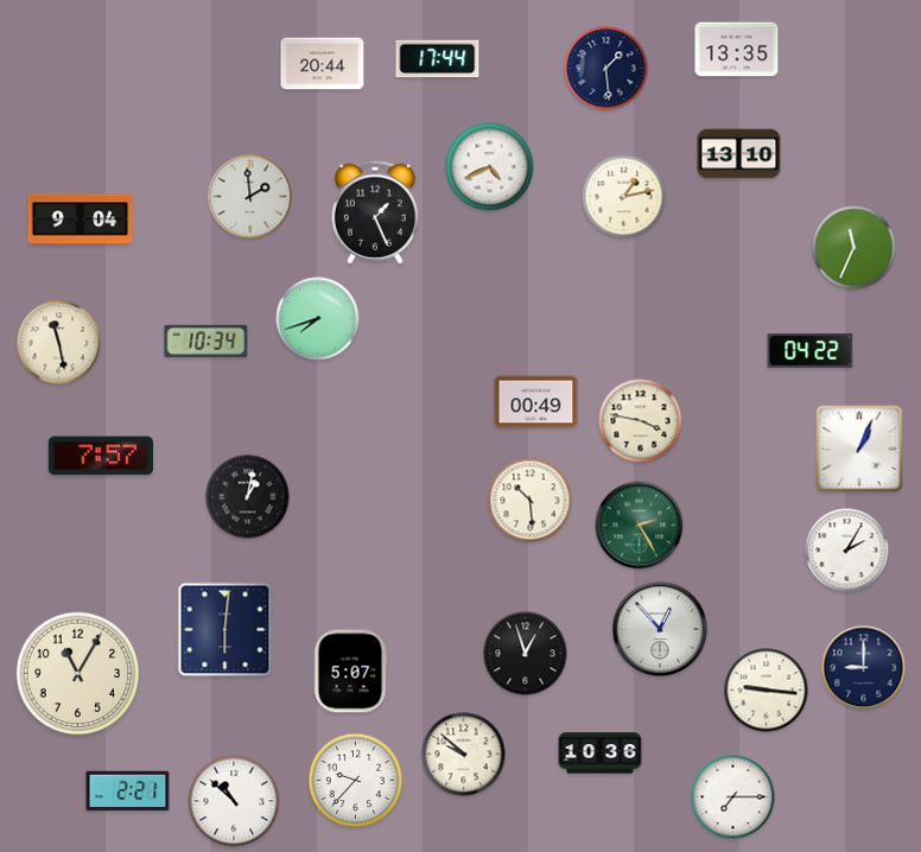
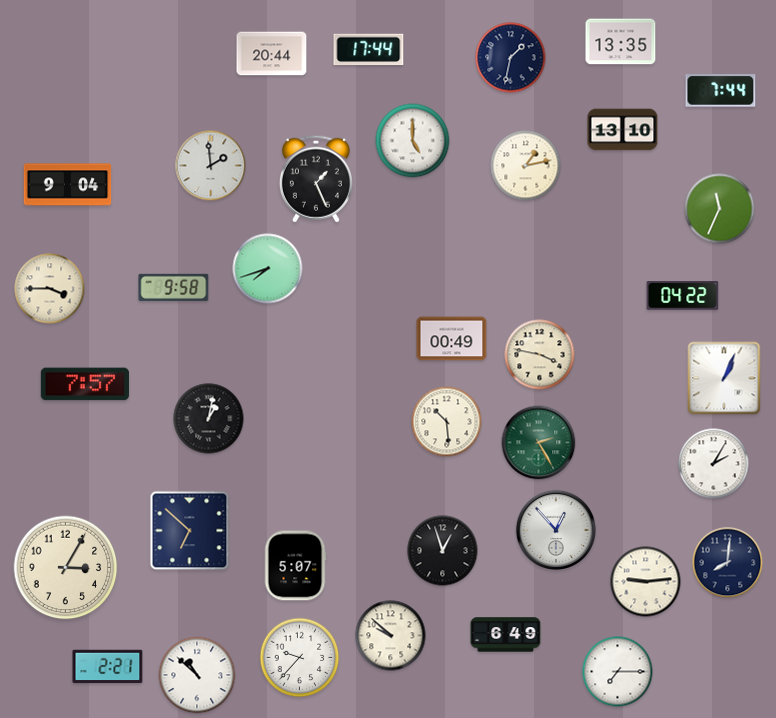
clock at (606, 69): 1:29 -> 1:32
clock at (721, 91): none -> 7:44
clock at (490, 167): 4:41 -> 5:00
clock at (207, 341): 10:34 -> 9:58
clock at (59, 343): 11:28 -> 3:45
clock at (226, 630): 6:01 -> 6:52
clock at (864, 668): 9:00 -> 8:01
clock at (78, 674): 11:05 -> 3:05
clock at (767, 691): 9:16 -> 9:14
clock at (601, 754): 10:36 -> 6:49
